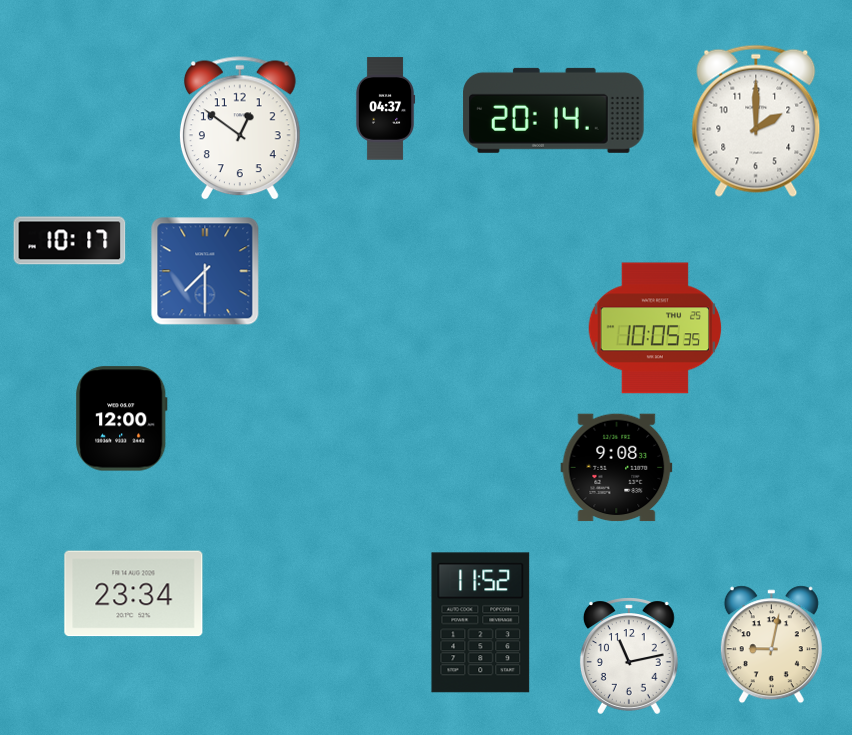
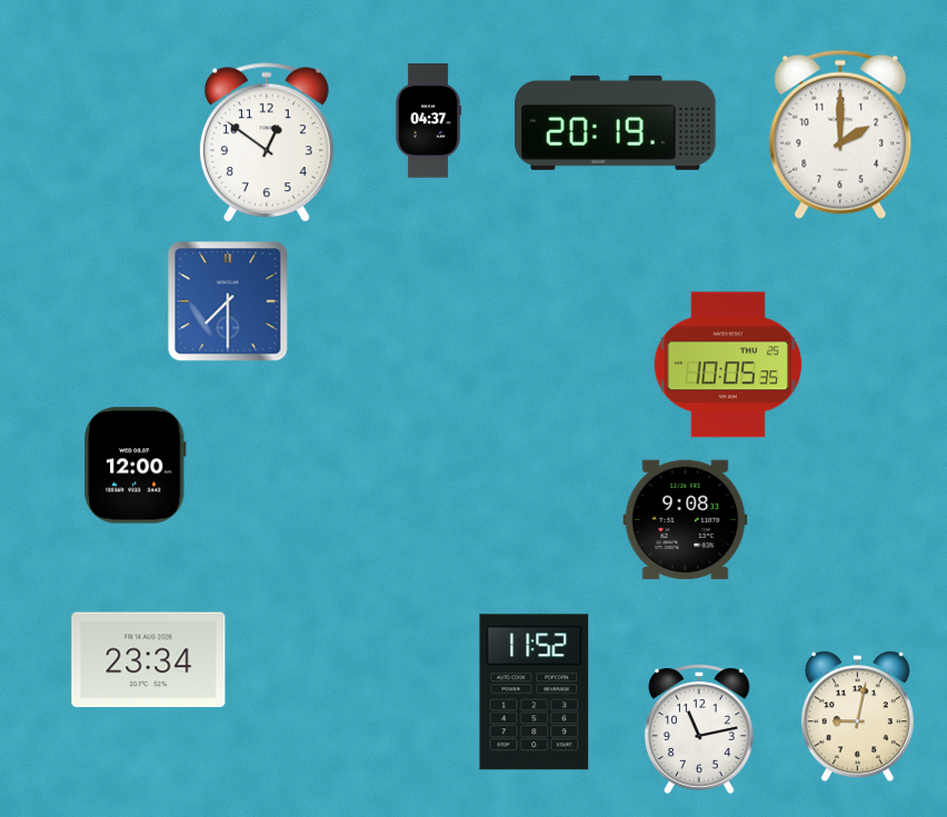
clock at (554, 110): 20:14 -> 20:19
clock at (70, 241): 10:17 -> none
